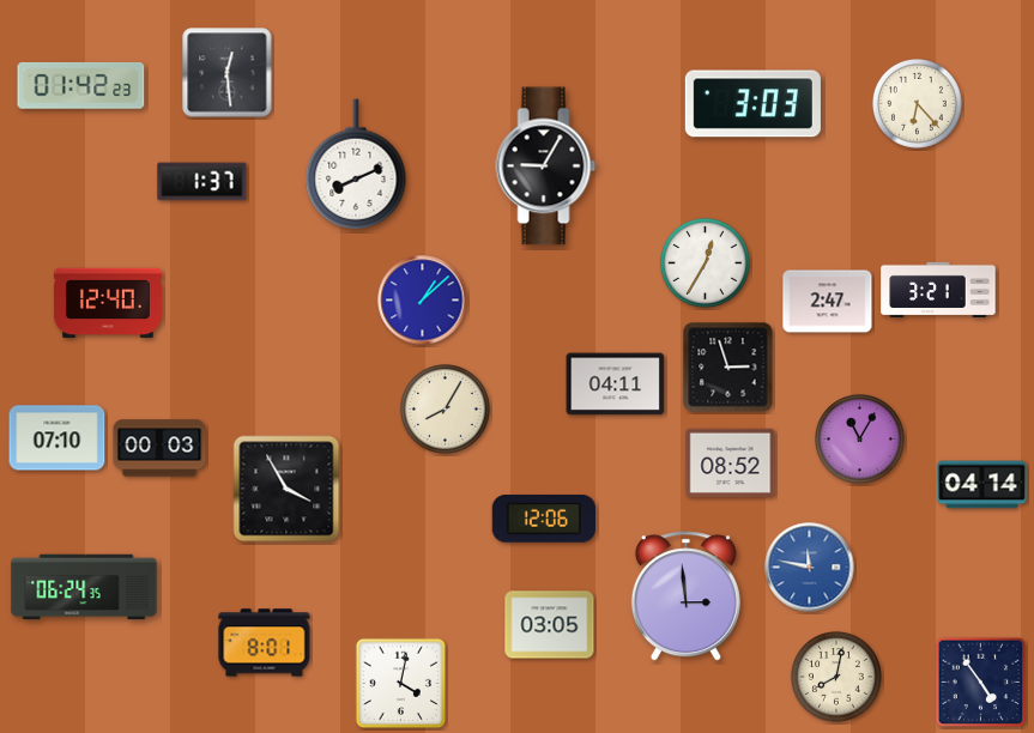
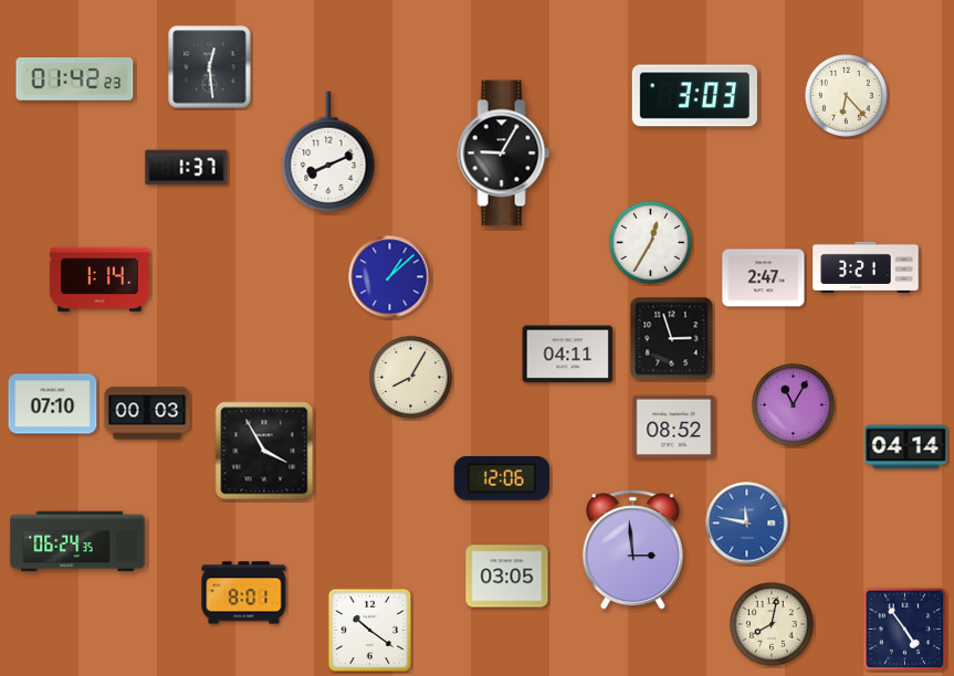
clock at (108, 303): 12:40 -> 1:14
clock at (401, 684): 4:02 -> 10:21
